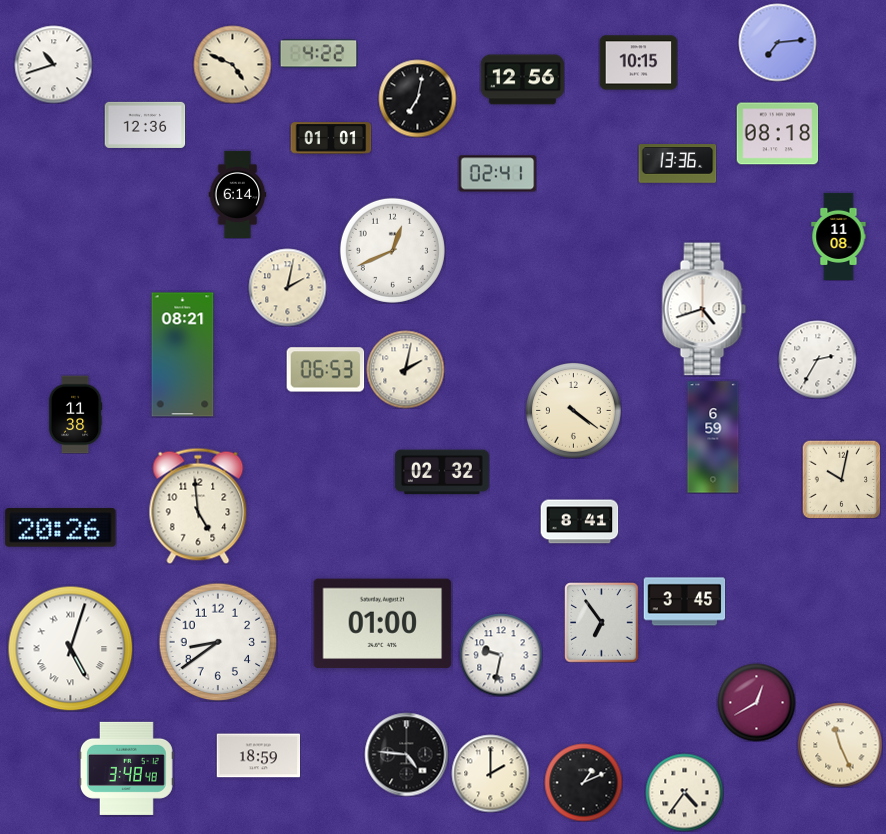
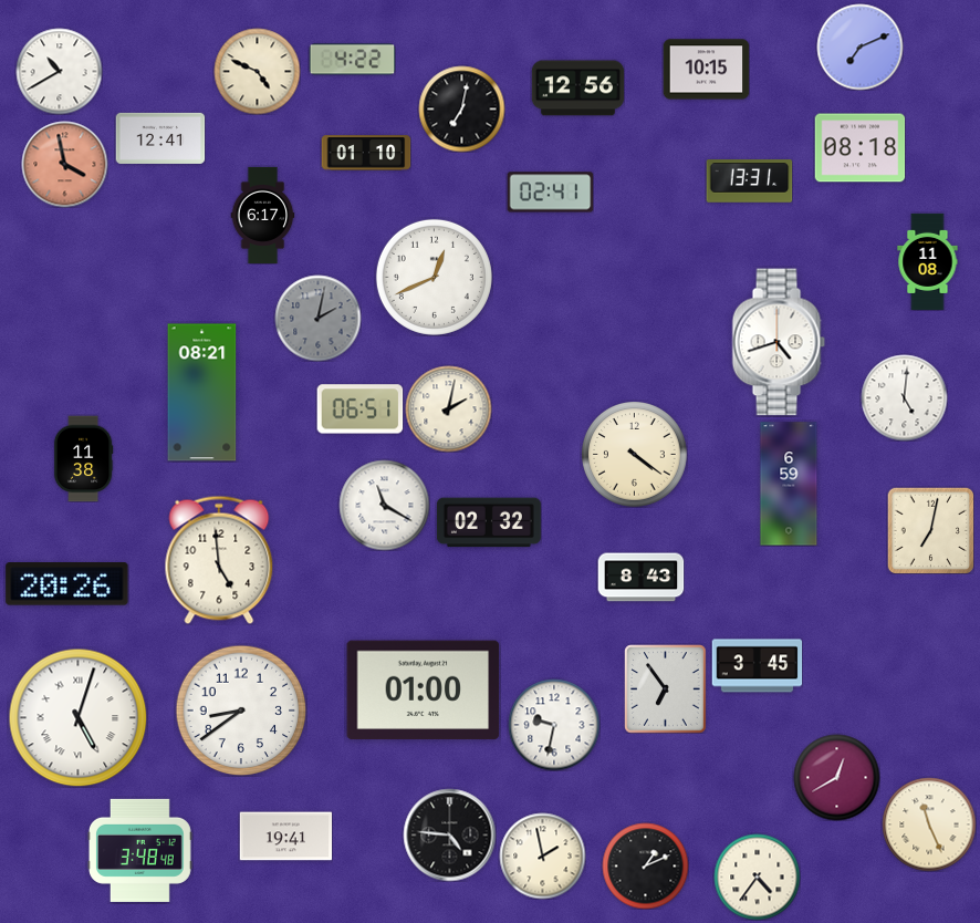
clock at (777, 42): 7:14 -> 7:11
clock at (53, 64): 10:42 -> 10:40
clock at (145, 125): 12:36 -> 12:41
clock at (331, 138): 01:01 -> 01:10
clock at (64, 164): none -> 3:58
clock at (677, 164): 13:36 -> 13:31
clock at (238, 194): 6:14 -> 6:17
clock at (287, 287) dial: cream -> grey
clock at (817, 359): 2:35 -> 5:01
clock at (325, 370): 06:53 -> 06:51
clock at (384, 505): none -> 11:20
clock at (841, 479): 10:02 -> 7:02
clock at (579, 522): 8:41 -> 8:43
clock at (258, 756): 18:59 -> 19:41
clock at (490, 773): 2:00 -> 1:58
